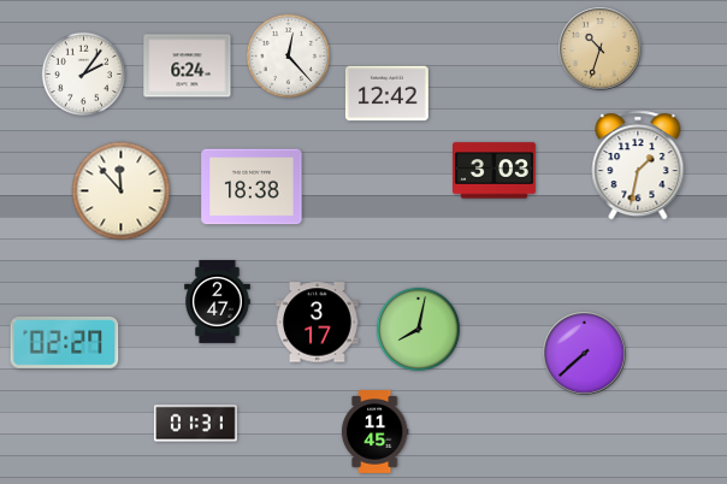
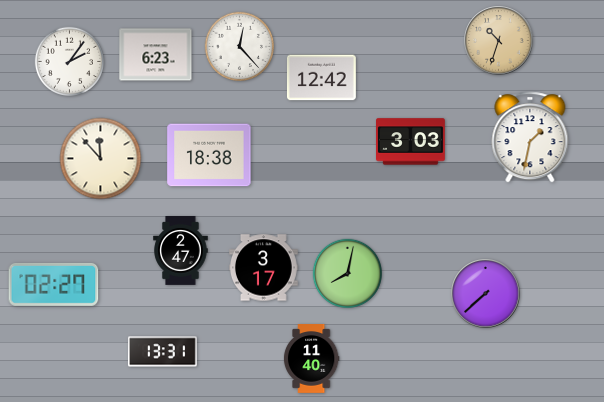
clock at (188, 66): 6:24 -> 6:23
clock at (195, 424): 01:31 -> 13:31
clock at (374, 432): 11:45 -> 11:40
